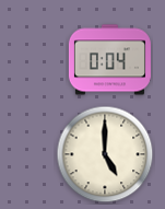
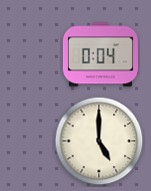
clock at (105, 154) position: (105, 154) -> (99, 141)
